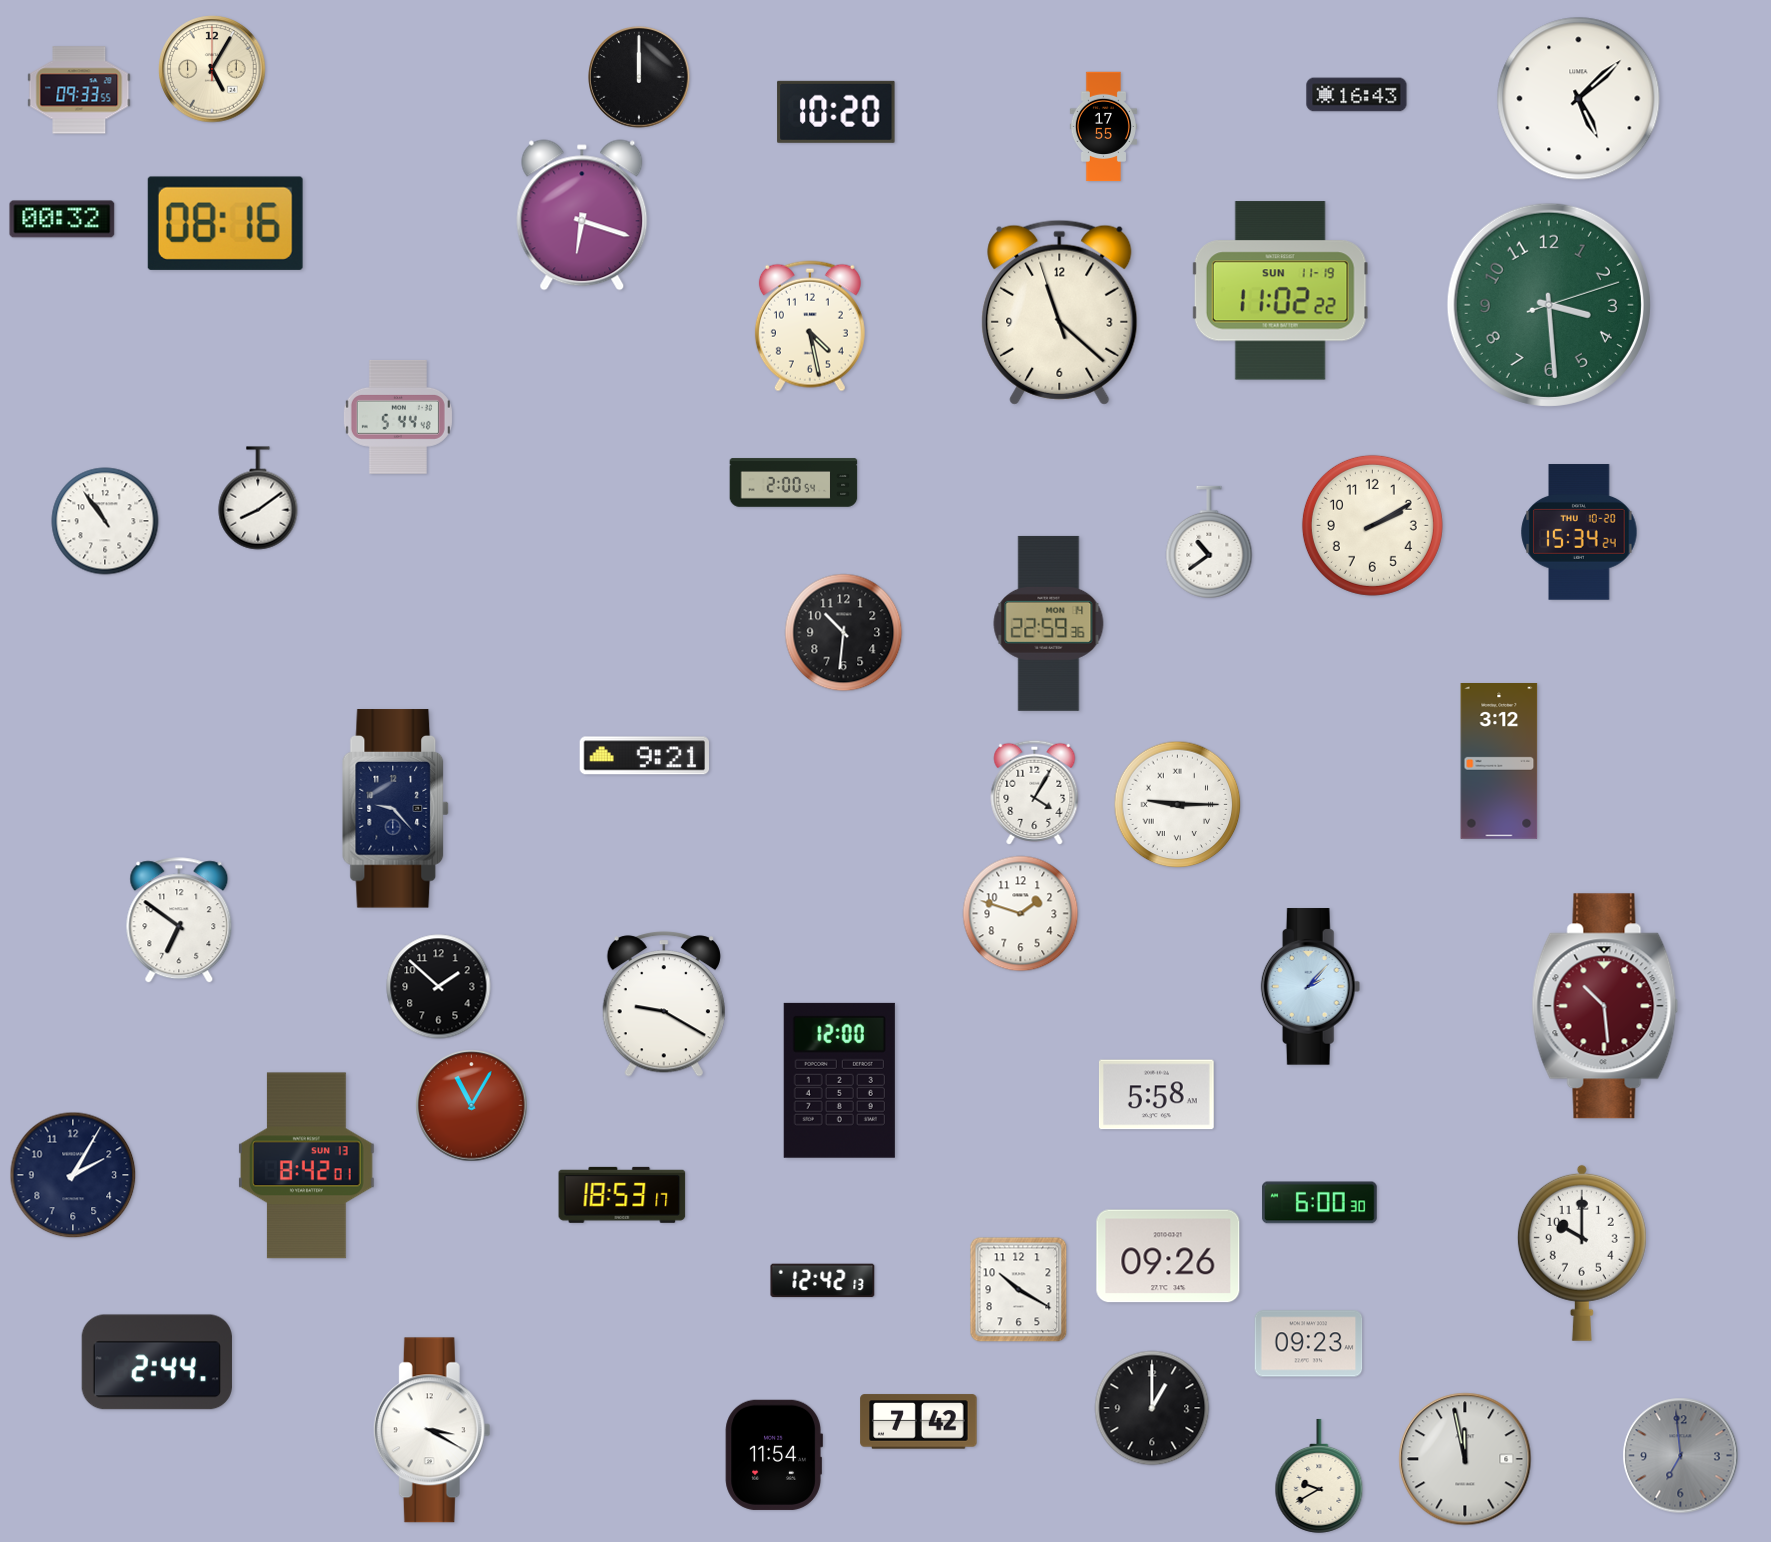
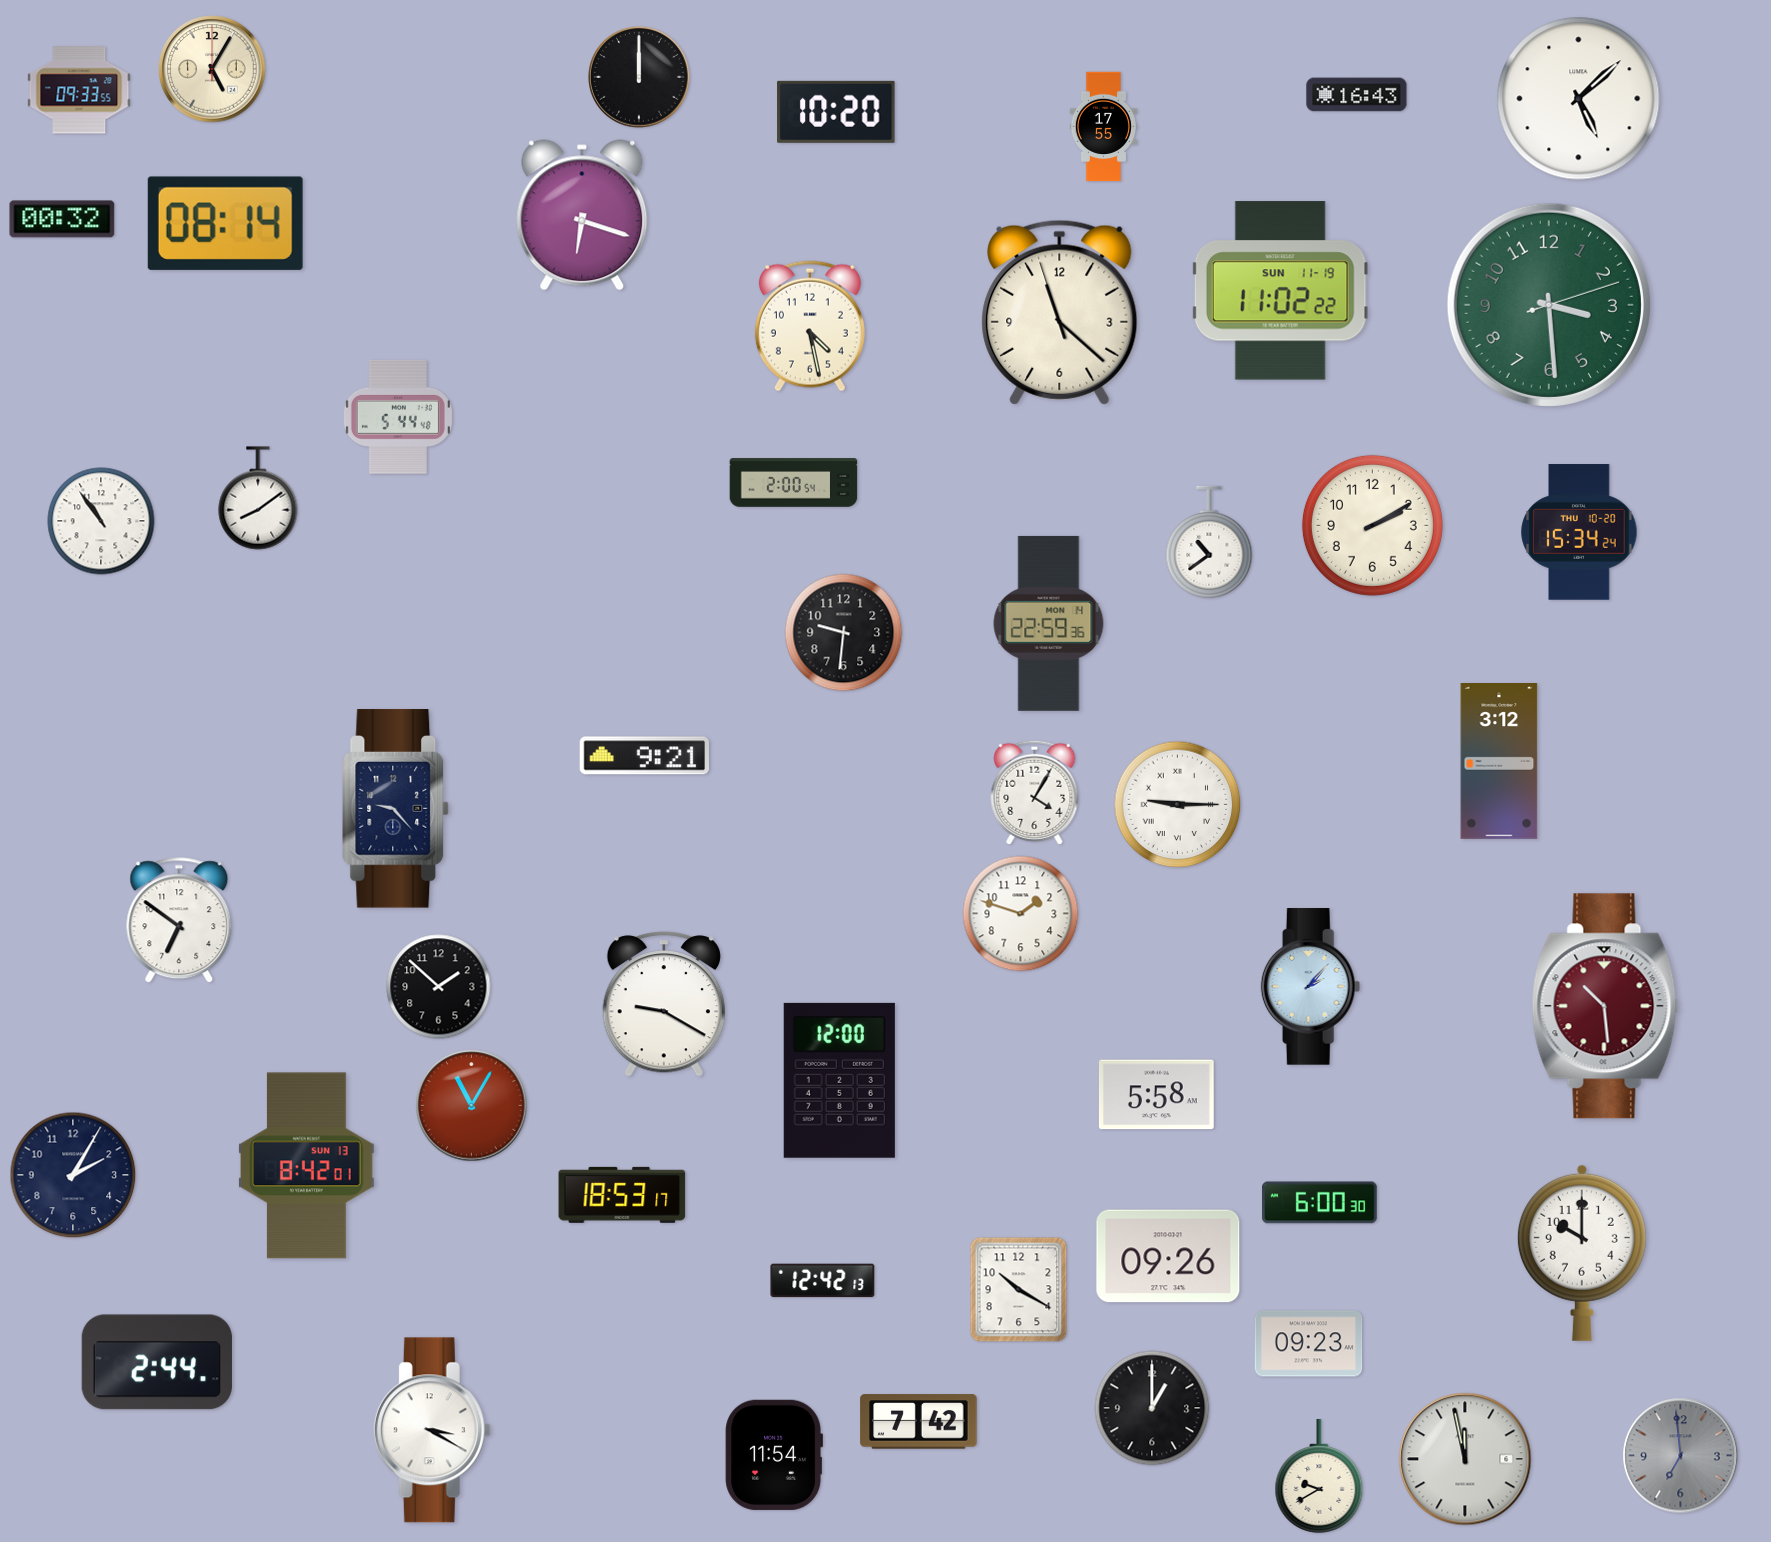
clock at (225, 223): 08:16 -> 08:14
clock at (105, 521) position: (105, 521) -> (101, 521)
clock at (844, 633): 10:31 -> 9:31
